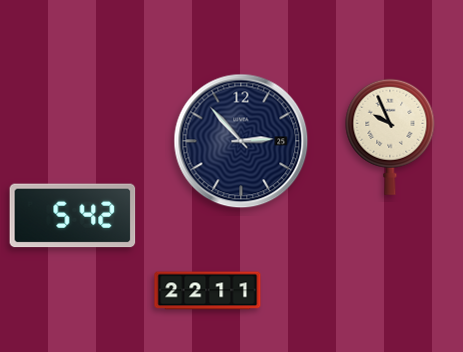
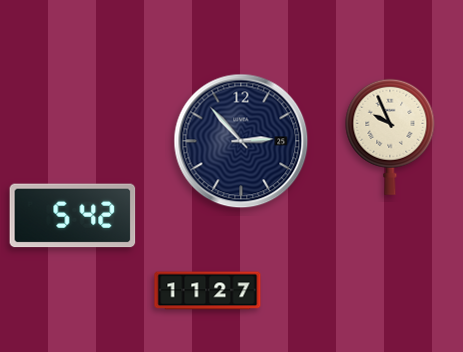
clock at (208, 291): 22:11 -> 11:27
